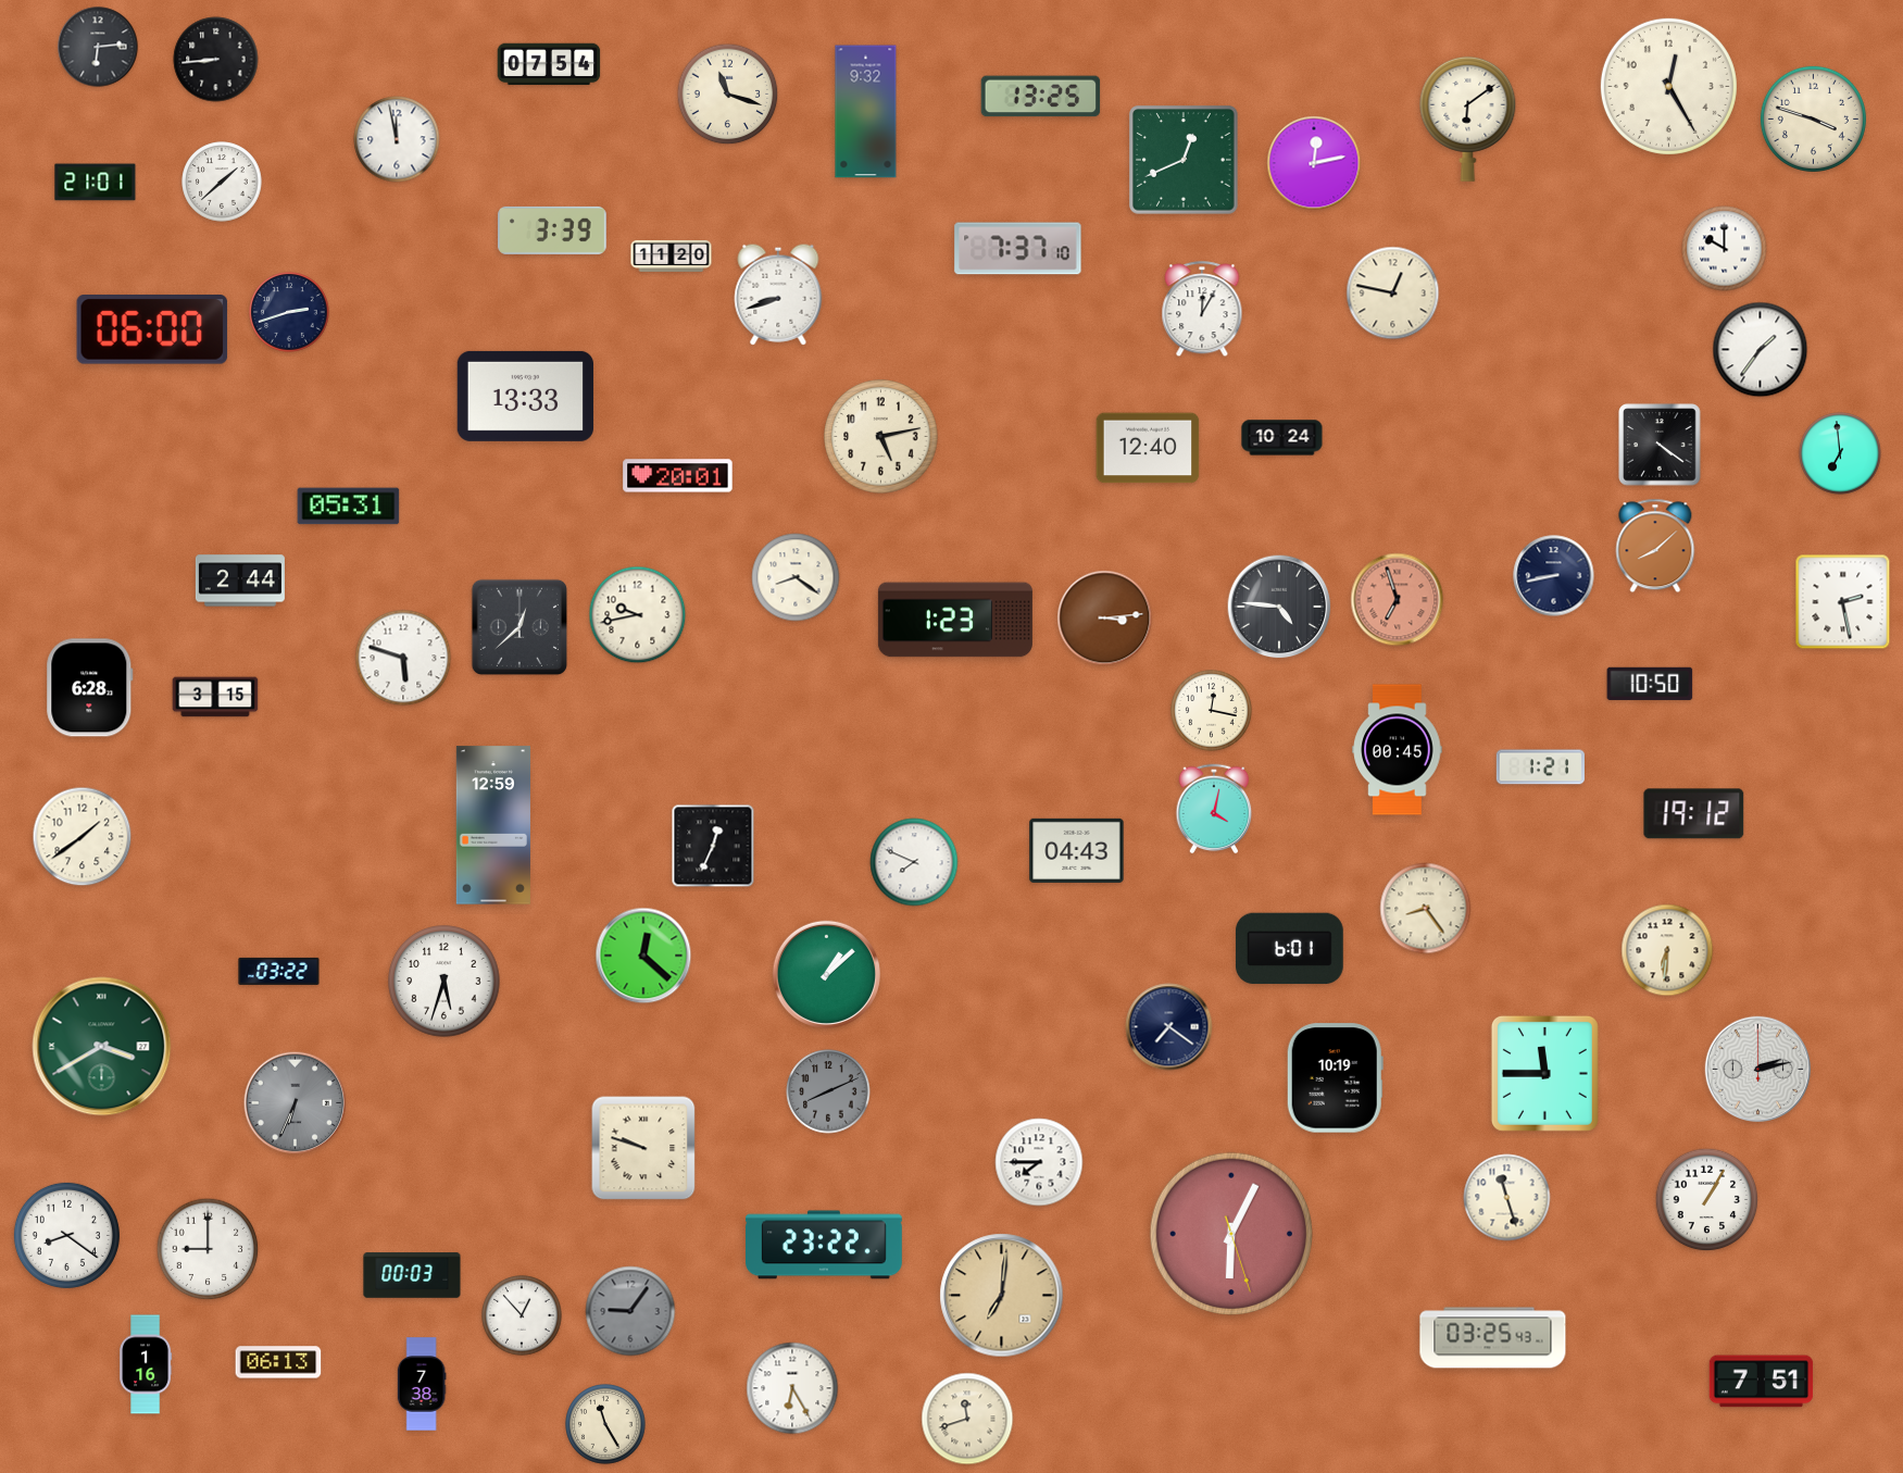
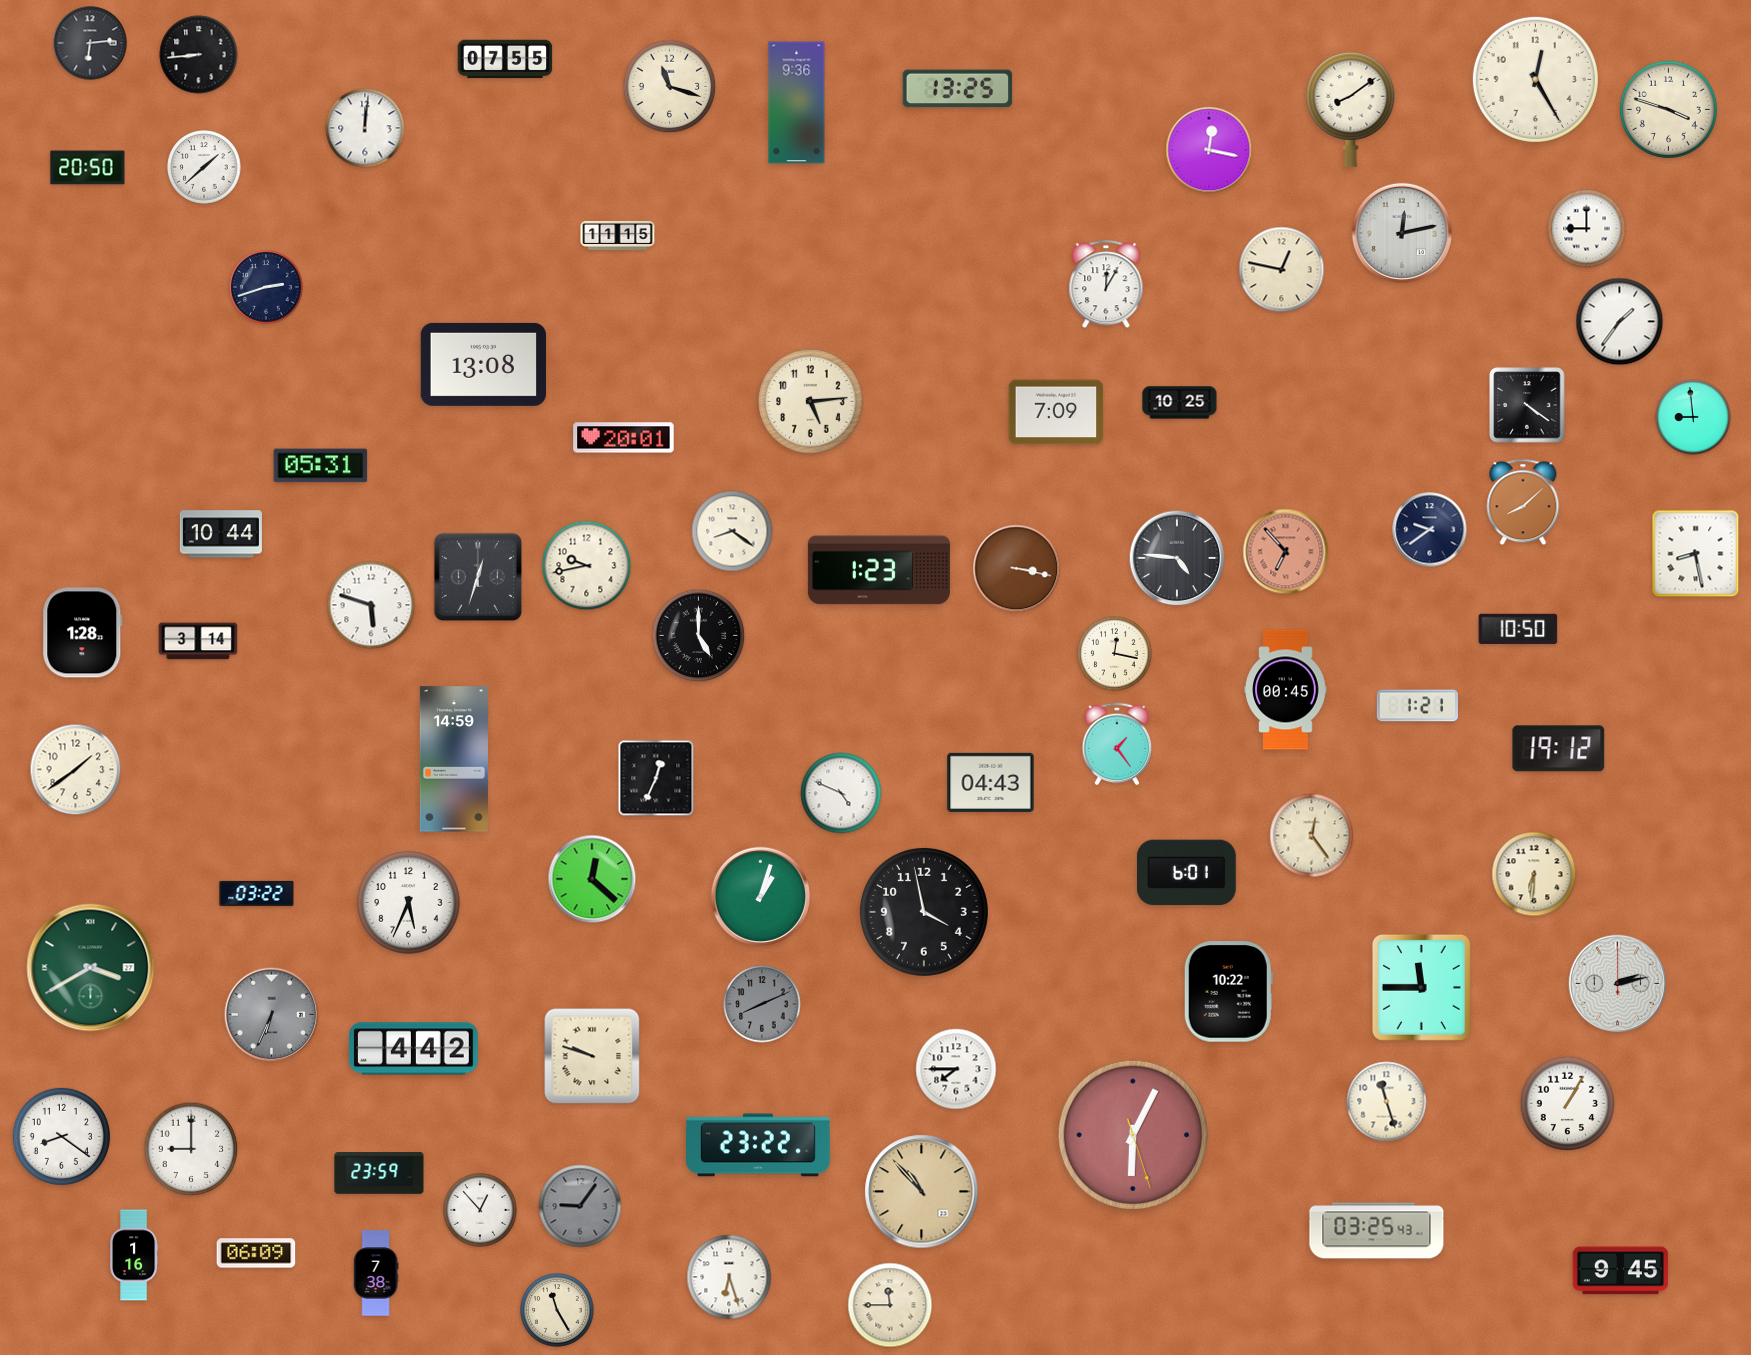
clock at (549, 64): 07:54 -> 07:55
clock at (866, 112): 9:32 -> 9:36
clock at (1468, 118): 6:09 -> 8:09
clock at (397, 139): 11:58 -> 12:01
clock at (1184, 160): 12:41 -> none
clock at (1314, 163): 12:13 -> 12:17
clock at (96, 183): 21:01 -> 20:50
clock at (552, 230): 3:39 -> none
clock at (1018, 249): 7:37 -> none
clock at (1725, 249): 10:00 -> 9:00
clock at (1402, 233): none -> 12:13
clock at (672, 255): 11:20 -> 11:15
clock at (778, 295): 8:42 -> none
clock at (152, 330): 06:00 -> none
clock at (525, 396): 13:33 -> 13:08
clock at (881, 437): 5:13 -> 5:14
clock at (1282, 438): 10:24 -> 10:25
clock at (1660, 445) position: (1660, 445) -> (1527, 405)
clock at (1148, 448): 12:40 -> 7:09
clock at (1840, 453): 6:59 -> 8:59
clock at (1554, 576): 8:43 -> 9:39
clock at (240, 581): 2:44 -> 10:44
clock at (1398, 600): 6:57 -> 6:53
clock at (1843, 602): 2:28 -> 8:28
clock at (1105, 619): 3:14 -> 3:17
clock at (518, 626): 12:38 -> 12:33
clock at (90, 688): 6:28 -> 1:28
clock at (699, 636): none -> 5:00
clock at (215, 697): 3:15 -> 3:14
clock at (1214, 809): 4:02 -> 1:24
clock at (493, 825): 12:59 -> 14:59
clock at (914, 862): 7:49 -> 4:49
clock at (1426, 909): 8:24 -> 12:24
clock at (826, 974): 1:08 -> 1:03
clock at (445, 982): 5:33 -> 5:34
clock at (924, 912): none -> 3:58
clock at (1169, 1027): 7:21 -> none
clock at (102, 1047) position: (102, 1047) -> (91, 968)
clock at (1335, 1078): 10:19 -> 10:22
clock at (413, 1049): none -> 4:42
clock at (1707, 1200) position: (1707, 1200) -> (1568, 1104)
clock at (412, 1275): 00:03 -> 23:59
clock at (1002, 1296): 7:01 -> 10:53
clock at (1493, 1338) position: (1493, 1338) -> (1377, 1231)
clock at (278, 1362): 06:13 -> 06:09
clock at (1762, 1382): 7:51 -> 9:45
clock at (422, 1384) position: (422, 1384) -> (376, 1273)
clock at (792, 1388): 6:25 -> 6:27
clock at (967, 1419): 11:42 -> 11:45
